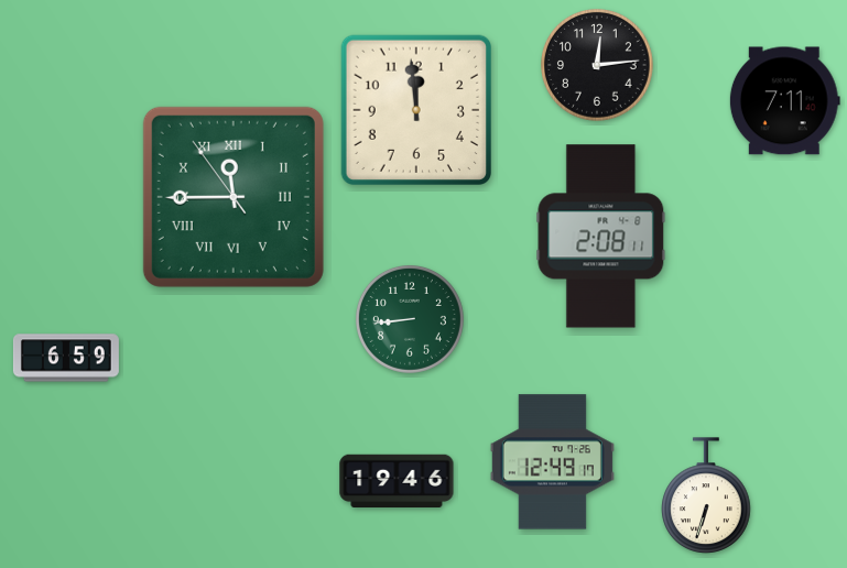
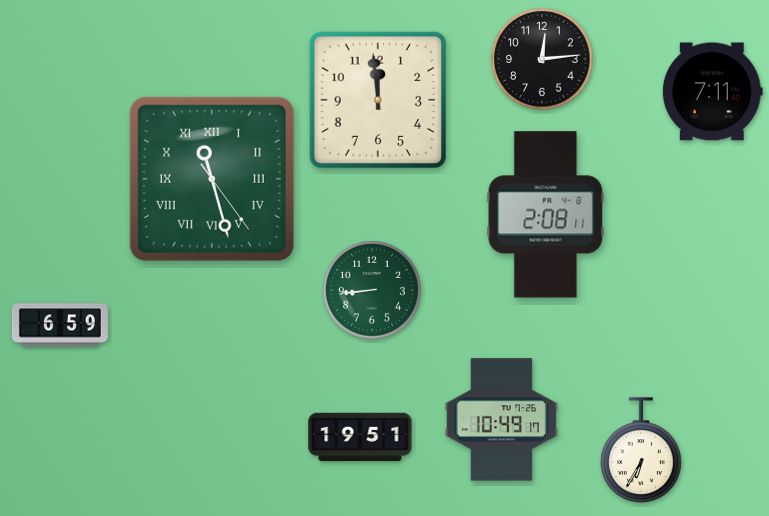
clock at (234, 197): 11:44 -> 11:27
clock at (552, 462): 12:49 -> 10:49
clock at (397, 481): 19:46 -> 19:51
clock at (706, 495): 6:33 -> 6:35
